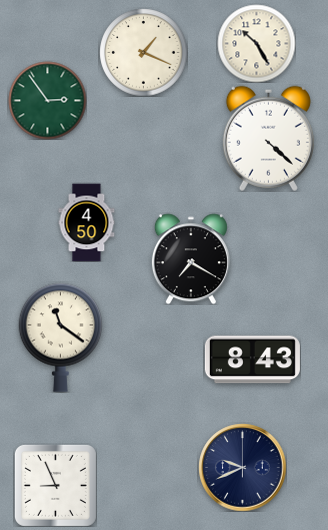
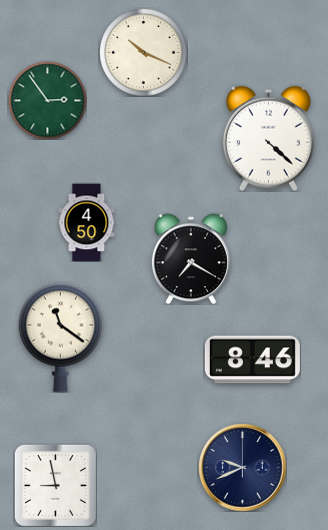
clock at (256, 43): 10:25 -> none
clock at (143, 52): 1:19 -> 10:19
clock at (252, 360): 8:43 -> 8:46
clock at (55, 485): 8:56 -> 8:58
